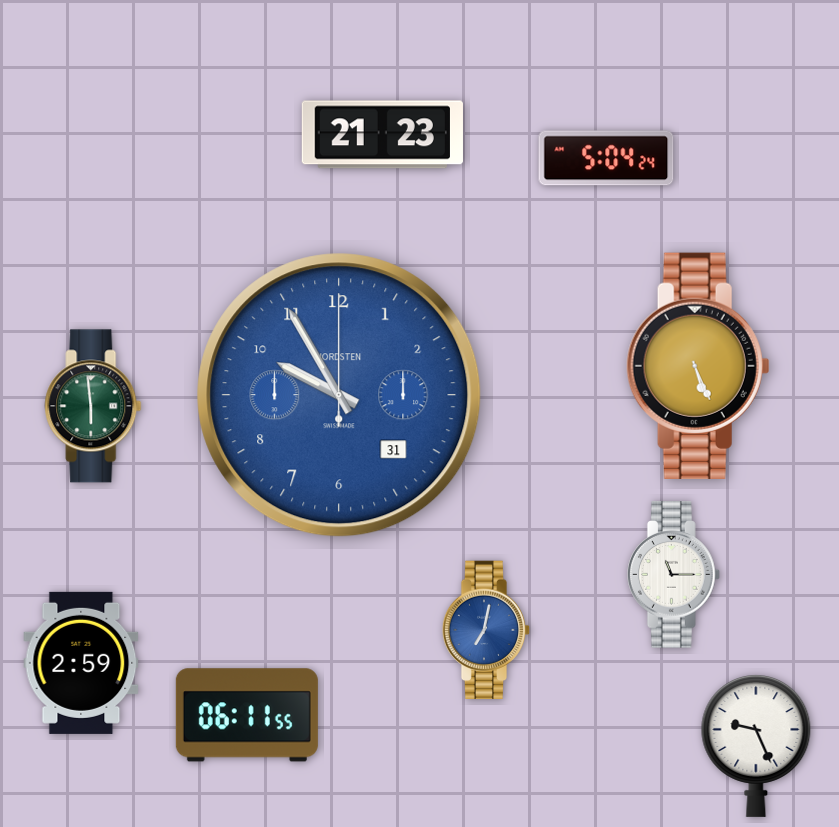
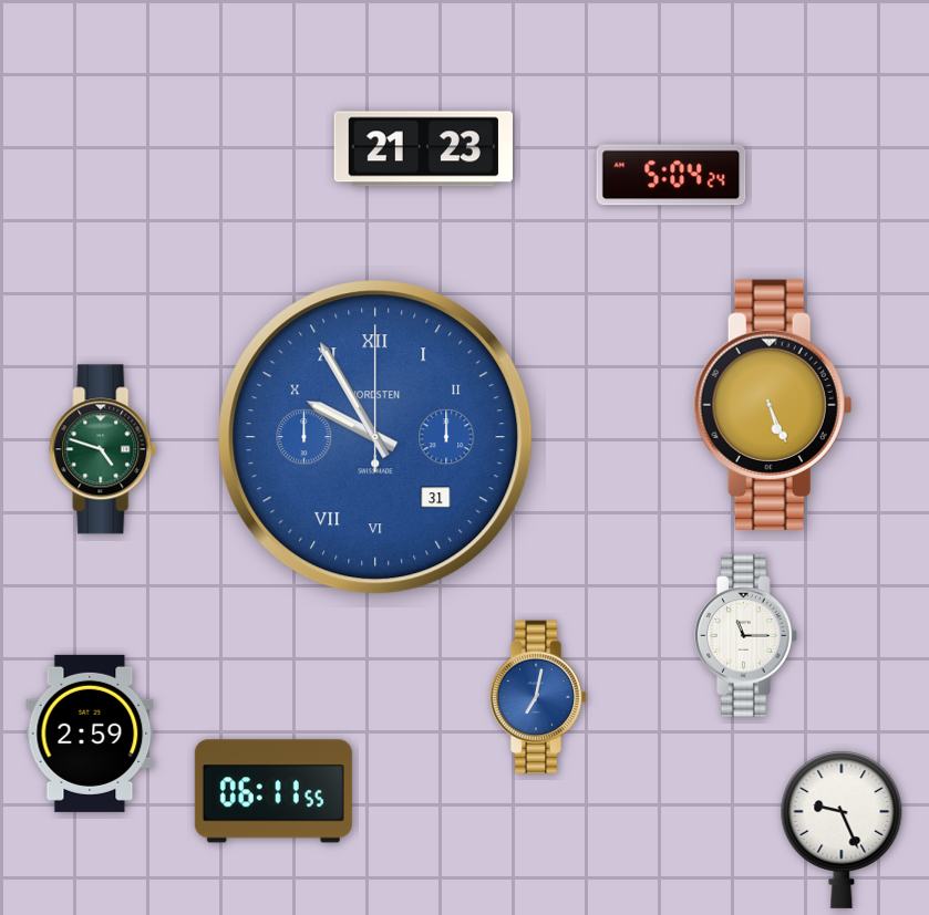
clock at (339, 395) numerals: Arabic -> Roman
clock at (93, 406): 5:59 -> 4:48
clock at (756, 746) position: (756, 746) -> (842, 830)
